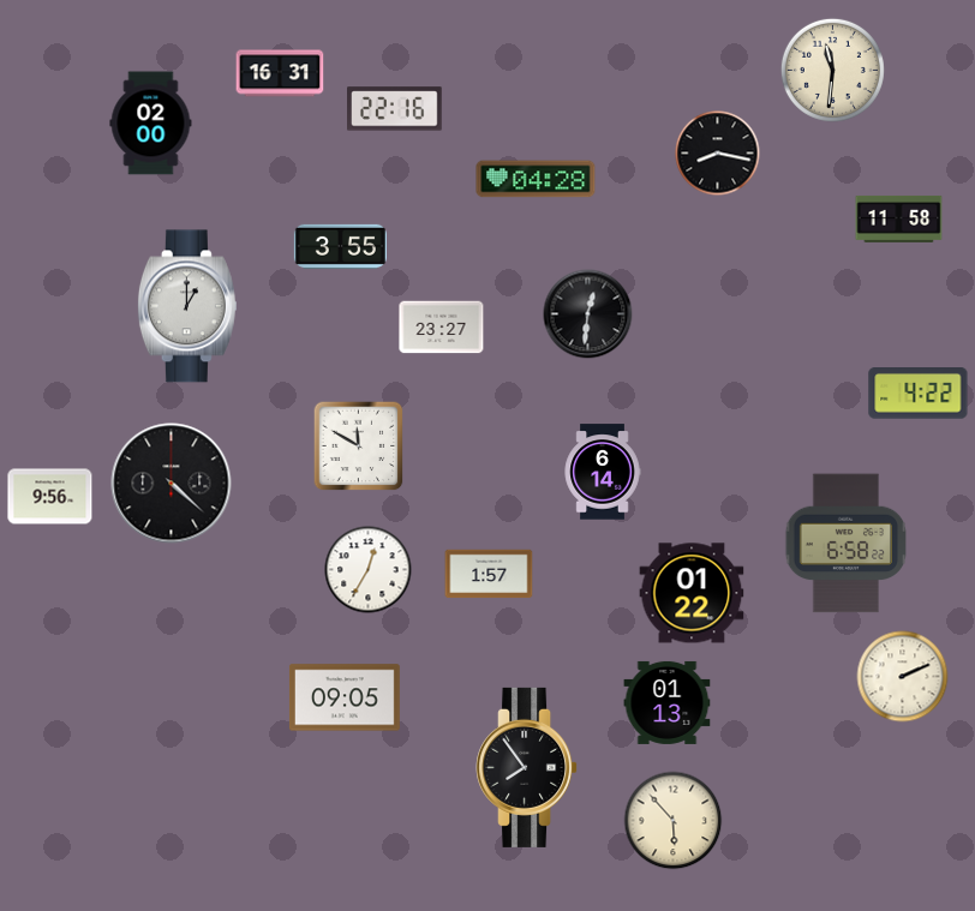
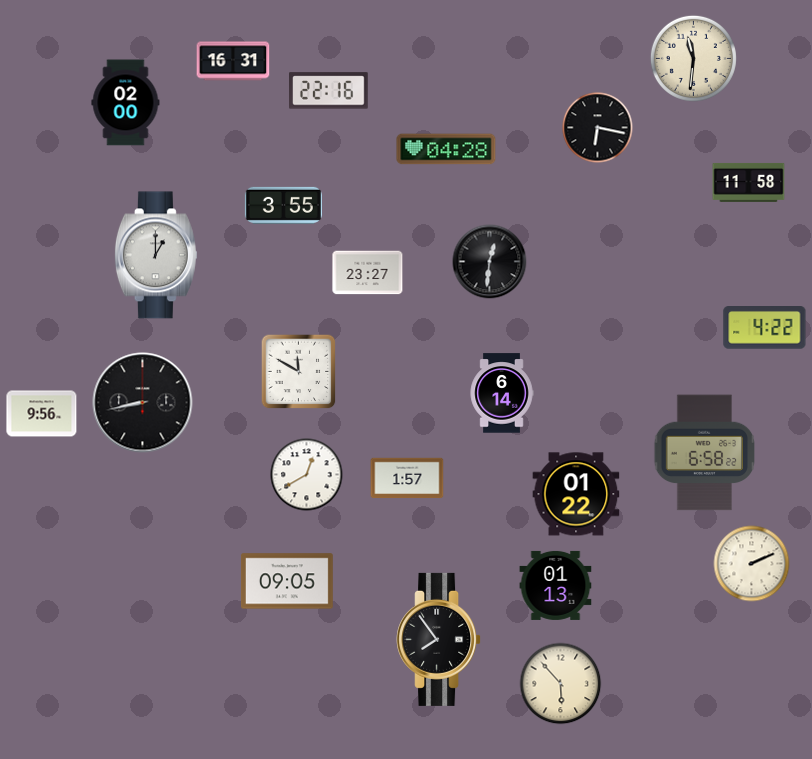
clock at (718, 154): 8:17 -> 6:17
clock at (172, 484): 4:22 -> 8:43
clock at (369, 570): 12:35 -> 12:40
